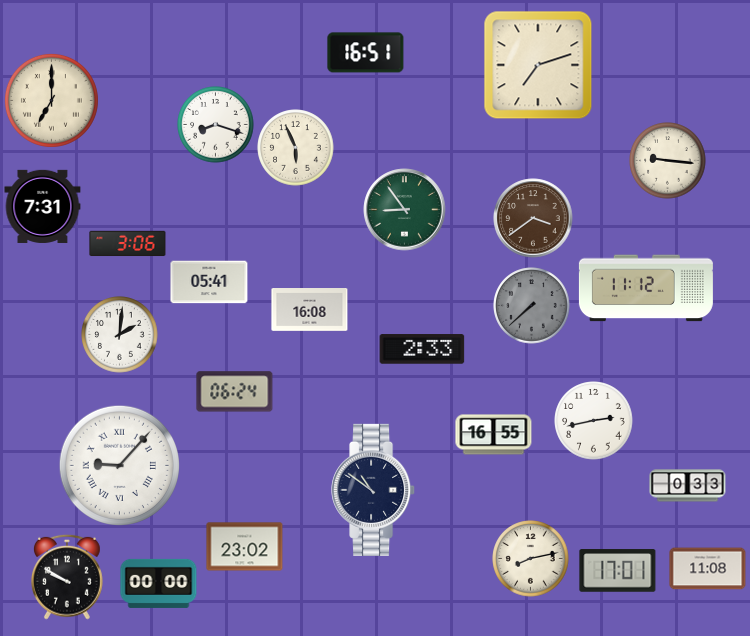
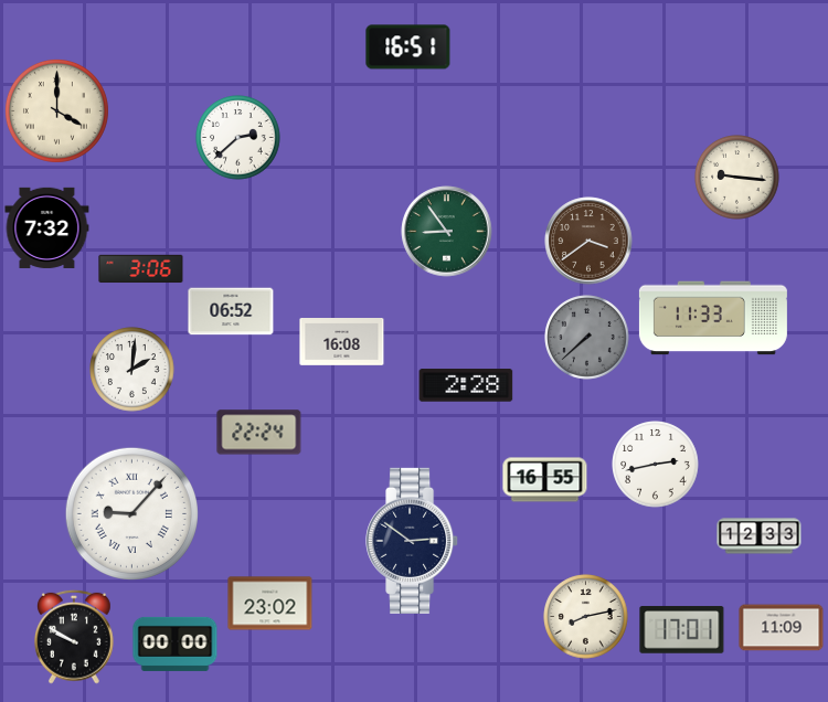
clock at (366, 53) position: (366, 53) -> (408, 47)
clock at (538, 65): 7:12 -> none
clock at (51, 100): 7:00 -> 4:00
clock at (216, 125): 8:18 -> 2:38
clock at (296, 148): 5:56 -> none
clock at (43, 206): 7:31 -> 7:32
clock at (209, 282): 05:41 -> 06:52
clock at (646, 288): 11:12 -> 11:33
clock at (422, 349): 2:33 -> 2:28
clock at (235, 392): 06:24 -> 22:24
clock at (688, 486): 0:33 -> 12:33
clock at (374, 490): 10:51 -> 2:51
clock at (708, 569): 11:08 -> 11:09
